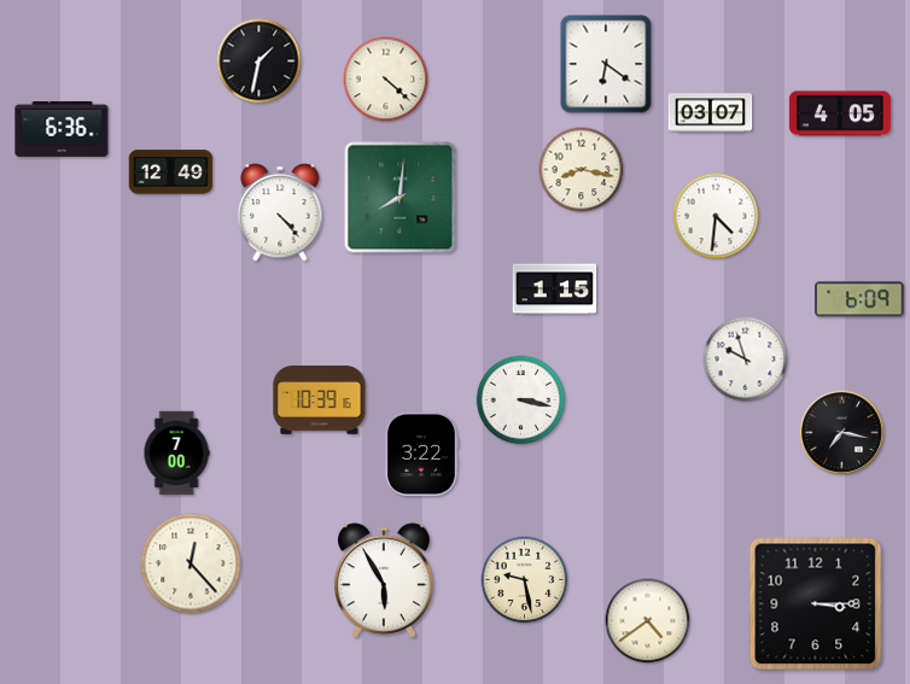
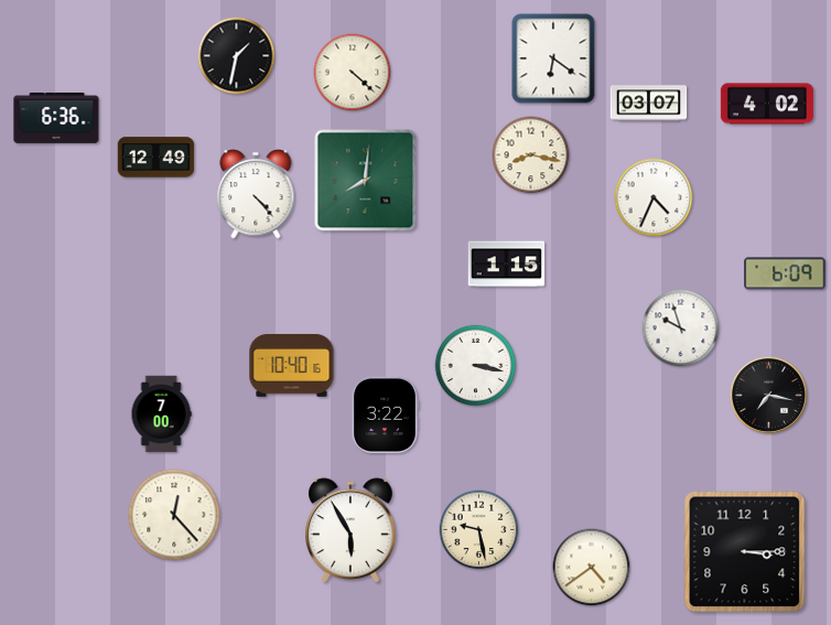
clock at (840, 113): 4:05 -> 4:02
clock at (716, 216): 4:31 -> 4:34
clock at (320, 401): 10:39 -> 10:40
